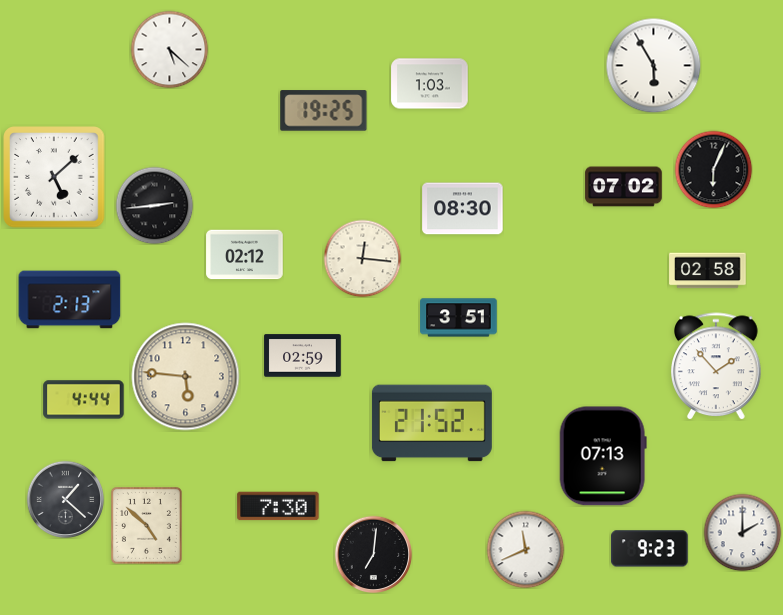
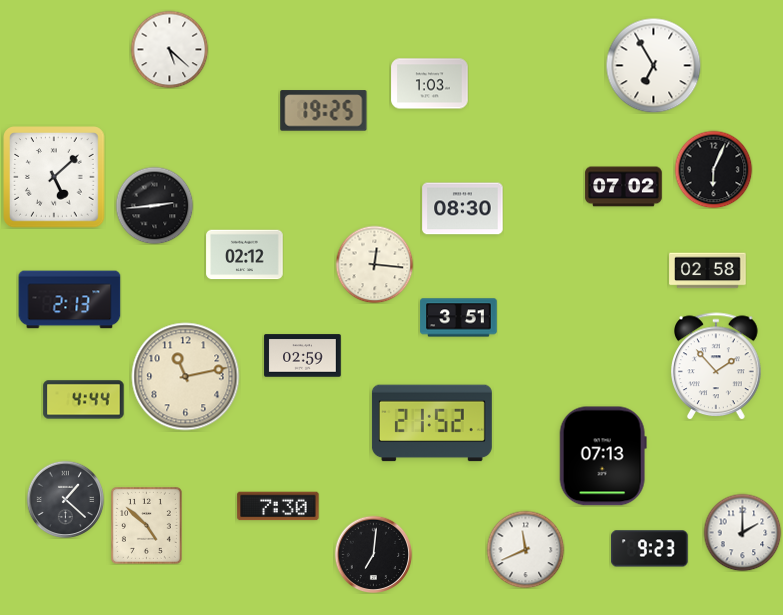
clock at (653, 65): 5:55 -> 6:55
clock at (362, 258) position: (362, 258) -> (374, 264)
clock at (186, 377): 5:46 -> 11:13
